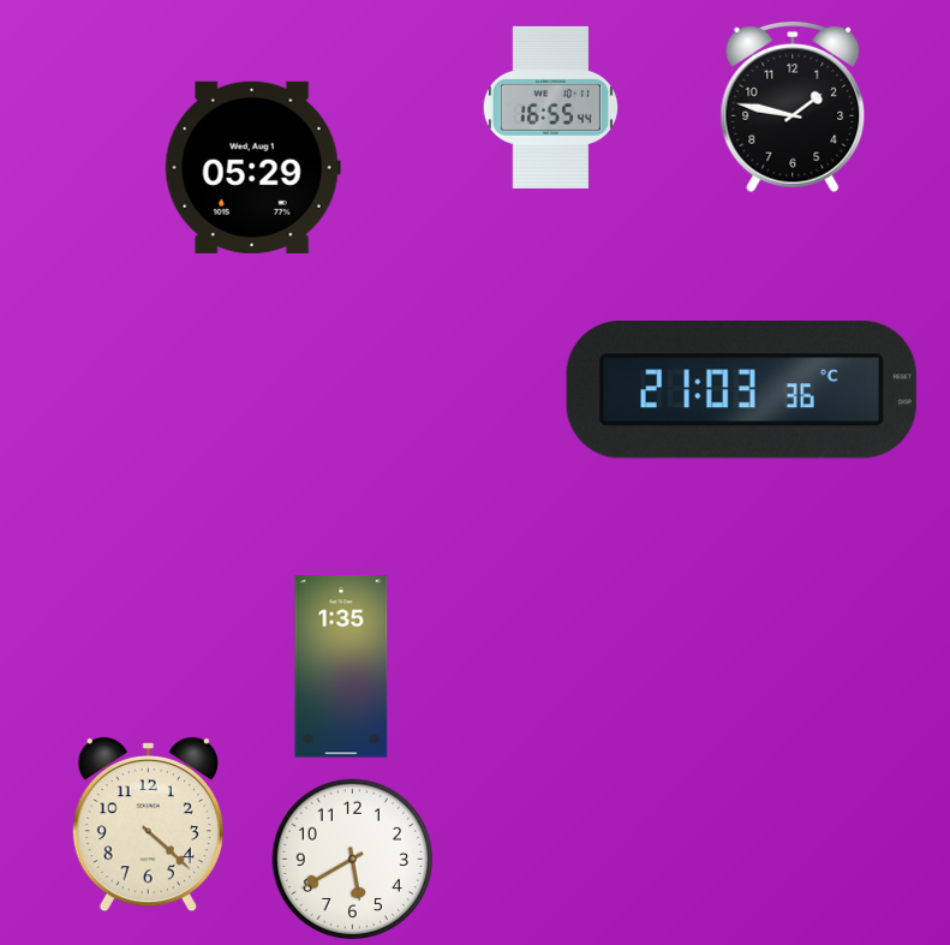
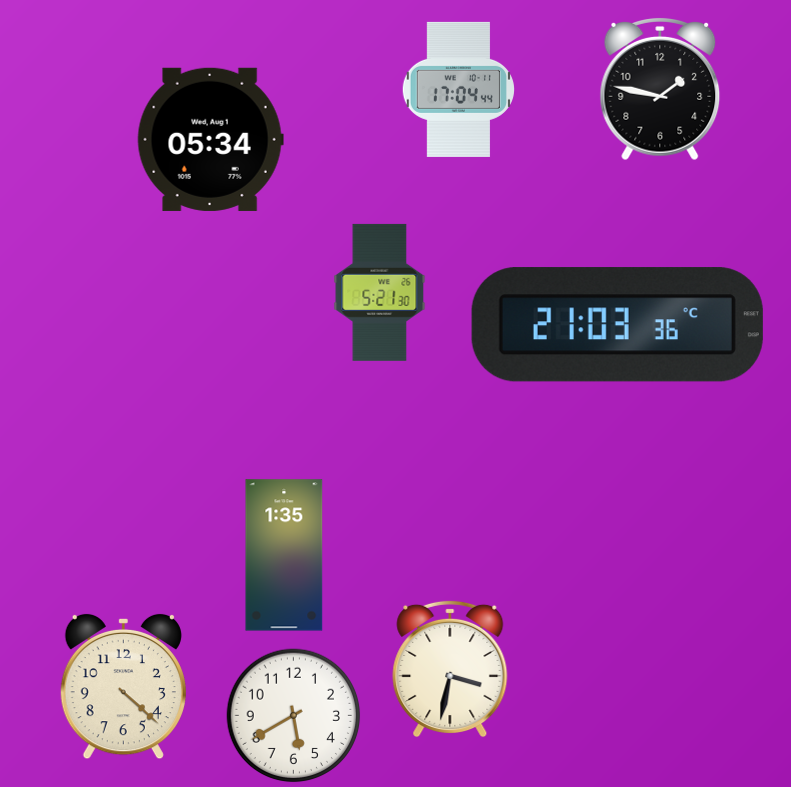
clock at (550, 107): 16:55 -> 17:04
clock at (252, 167): 05:29 -> 05:34
clock at (380, 292): none -> 5:21
clock at (450, 669): none -> 3:32
